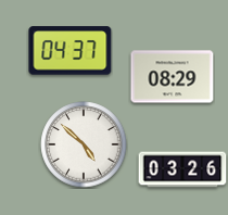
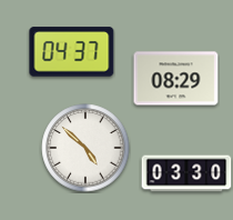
clock at (182, 169): 03:26 -> 03:30
